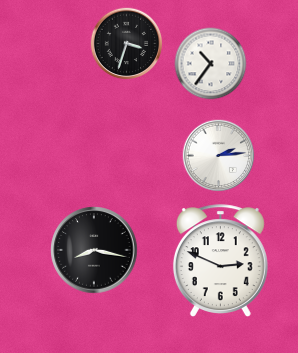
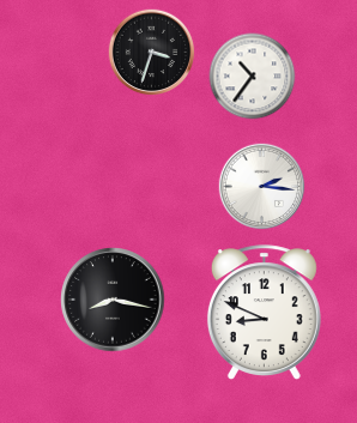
clock at (219, 156): 2:14 -> 2:16
clock at (220, 260): 2:49 -> 8:49
